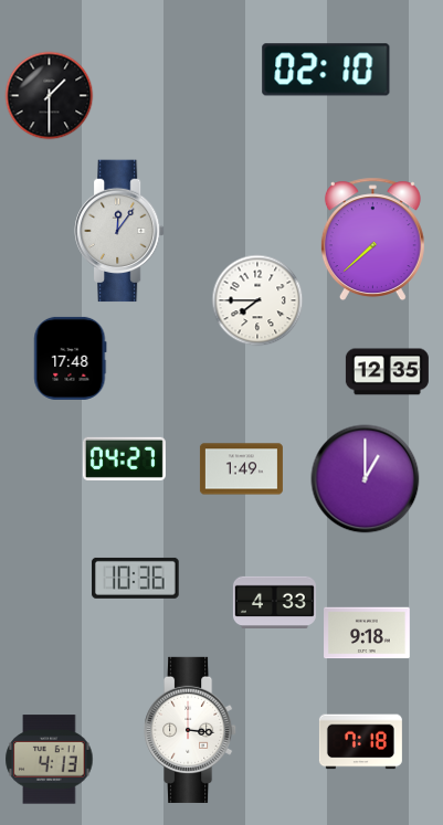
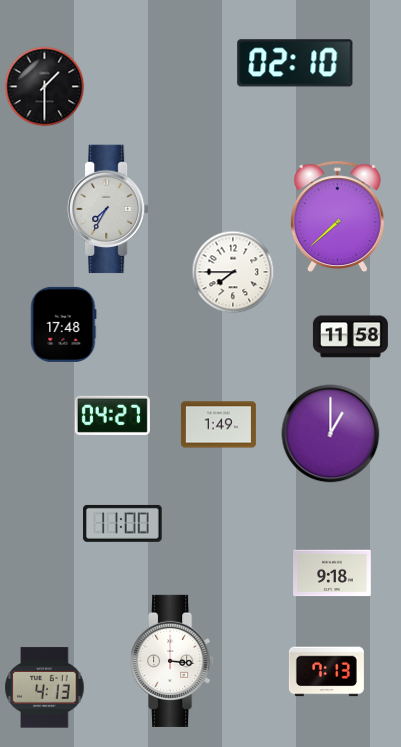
clock at (120, 231): 12:06 -> 7:35
clock at (387, 372): 12:35 -> 11:58
clock at (136, 578): 10:36 -> 11:00
clock at (274, 602): 4:33 -> none
clock at (360, 742): 7:18 -> 7:13
